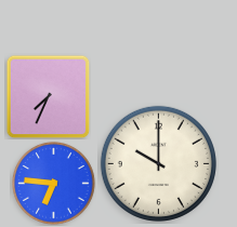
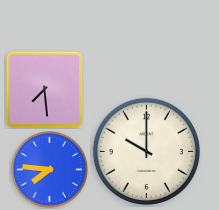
clock at (48, 96): 7:34 -> 7:29
clock at (54, 184): 6:46 -> 7:46
